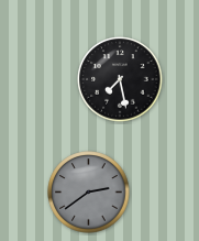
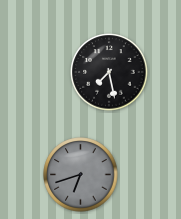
clock at (89, 193): 2:39 -> 6:42
